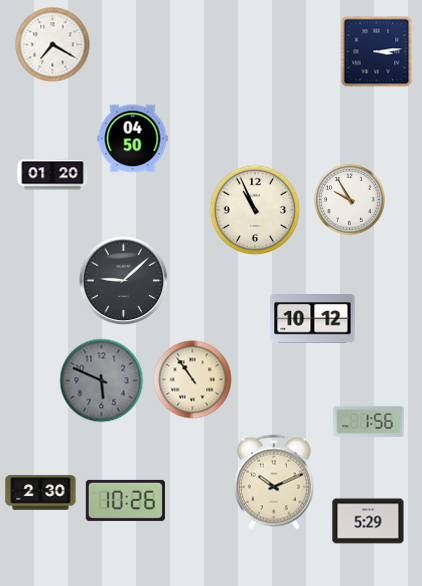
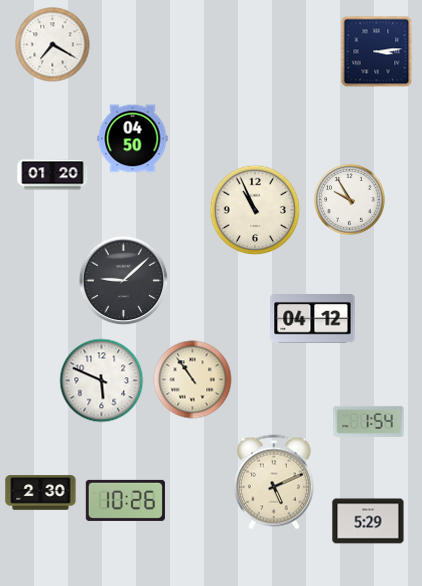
clock at (313, 319): 10:12 -> 04:12
clock at (102, 381) dial: grey -> white
clock at (369, 421): 1:56 -> 1:54
clock at (274, 482): 10:11 -> 5:11
